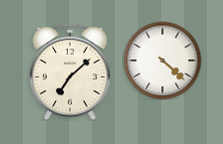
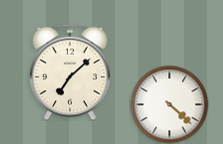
clock at (162, 60) position: (162, 60) -> (169, 104)
